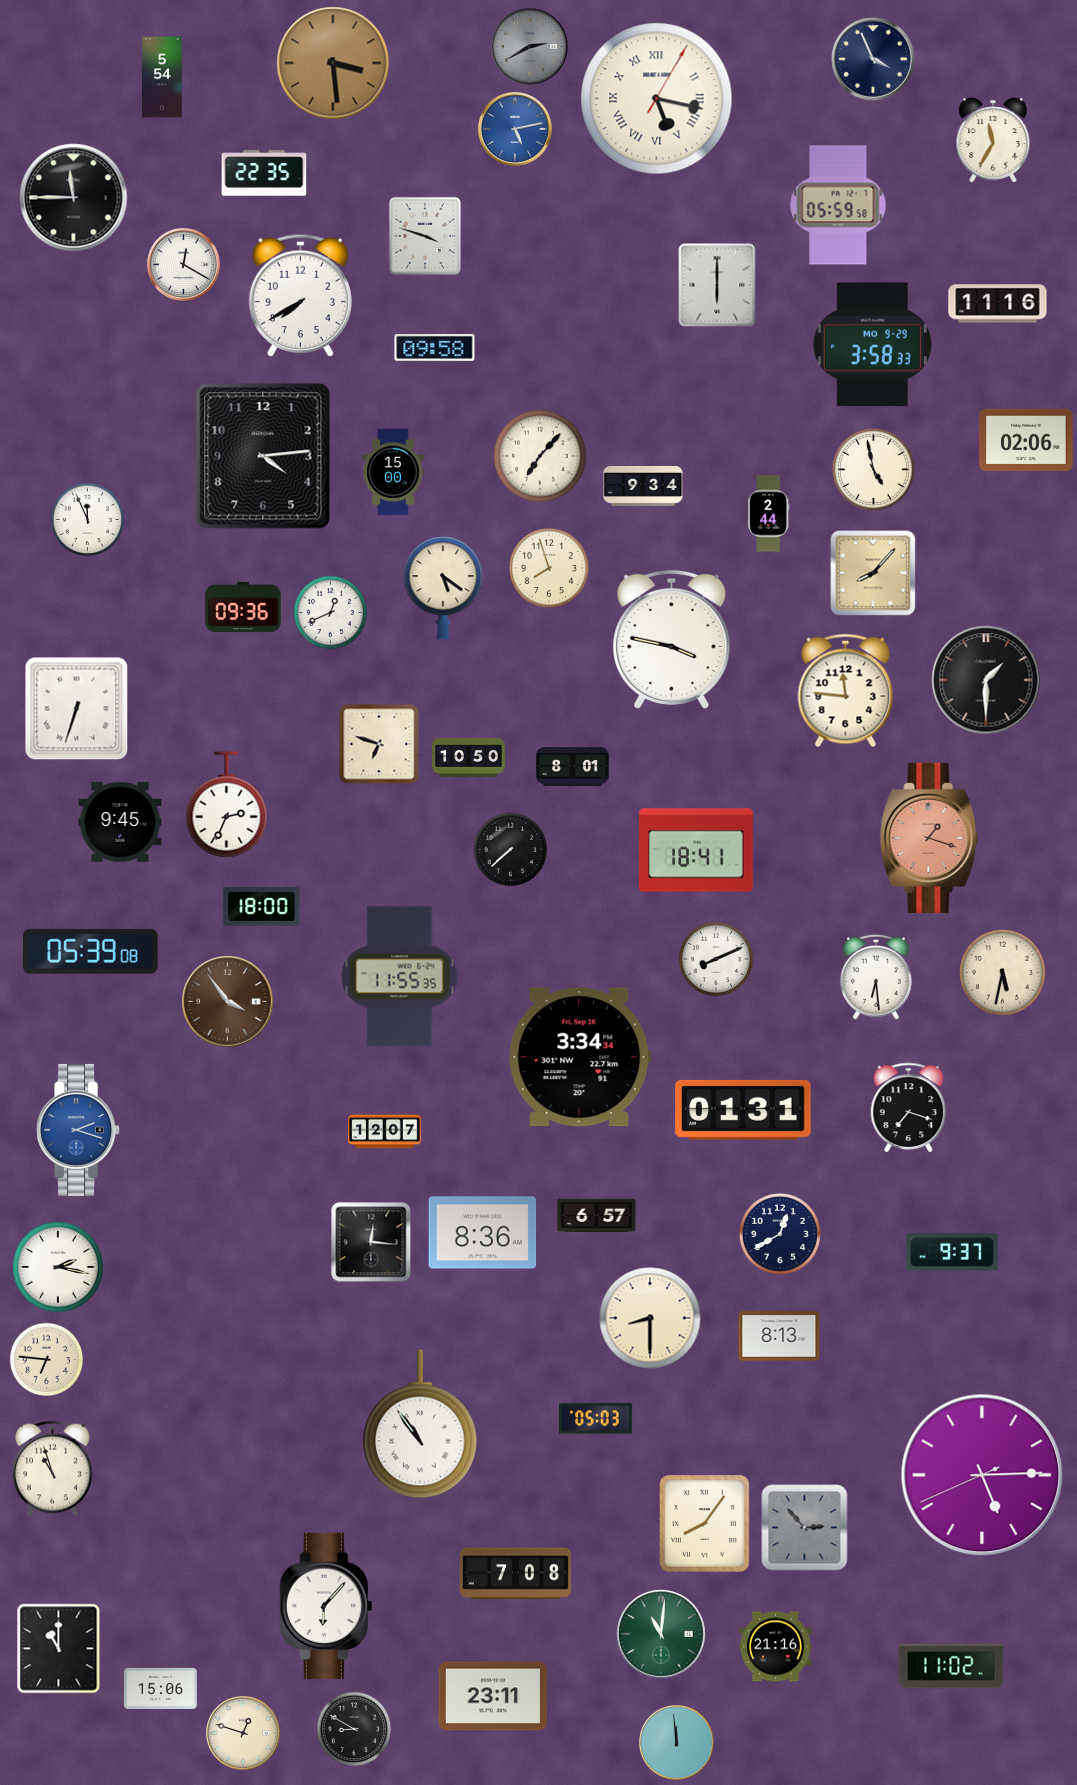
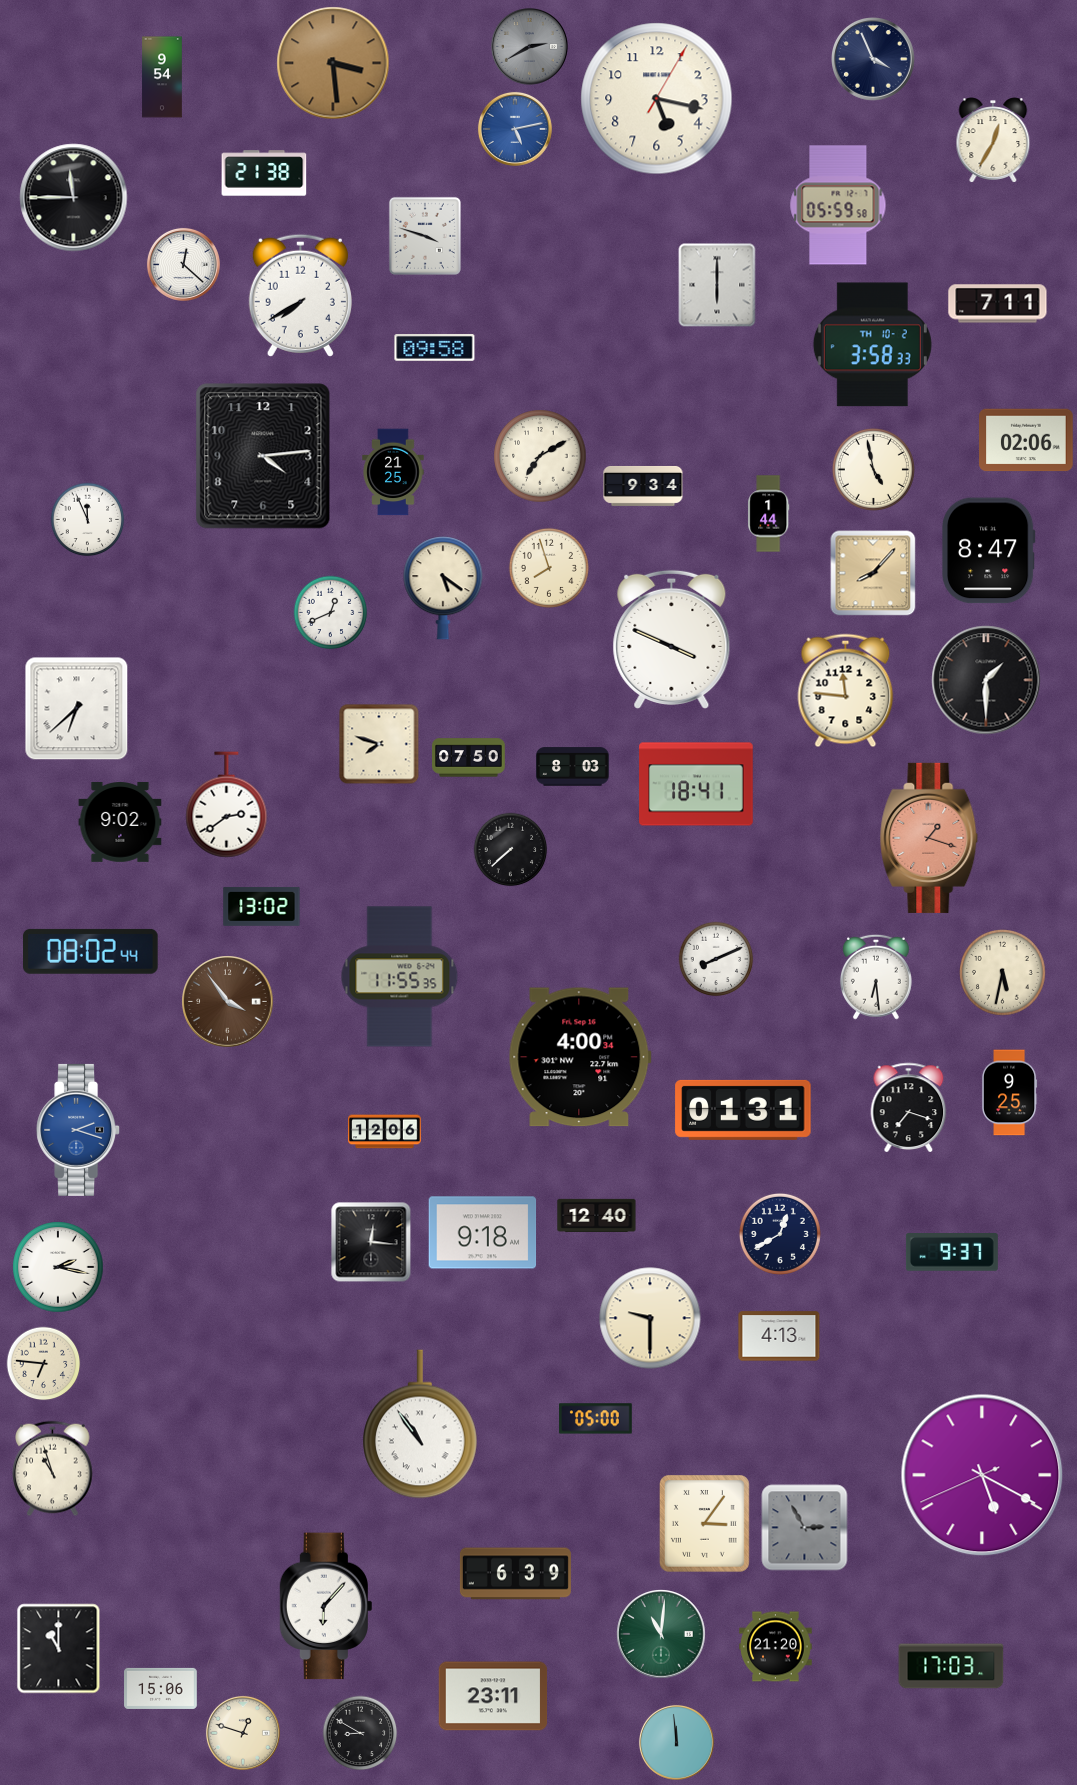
clock at (162, 77): 5:54 -> 9:54
clock at (657, 99) numerals: Roman -> Arabic
clock at (993, 140): 11:35 -> 12:35
clock at (264, 173): 22:35 -> 21:38
clock at (183, 264): 12:20 -> 12:22
clock at (998, 304): 11:16 -> 7:11
clock at (872, 345) date: MO 9-29 -> TH 10-2
clock at (540, 456): 7:07 -> 7:10
clock at (393, 472): 15:00 -> 21:25
clock at (769, 514): 2:44 -> 1:44
clock at (988, 551): none -> 8:47
clock at (243, 607): 09:36 -> none
clock at (672, 639): 3:47 -> 3:49
clock at (77, 709): 6:33 -> 6:38
clock at (379, 744): 6:48 -> 7:48
clock at (469, 758): 10:50 -> 07:50
clock at (573, 767): 8:01 -> 8:03
clock at (227, 805): 2:34 -> 2:39
clock at (120, 823): 9:45 -> 9:02
clock at (696, 850) position: (696, 850) -> (696, 784)
clock at (262, 906): 18:00 -> 13:02
clock at (91, 951): 05:39 -> 08:02
clock at (580, 1057): 3:34 -> 4:00
clock at (1009, 1093): none -> 9:25
clock at (385, 1132): 12:07 -> 12:06
clock at (597, 1215): 6:57 -> 12:40
clock at (483, 1233): 8:36 -> 9:18
clock at (650, 1318): 8:30 -> 9:30
clock at (779, 1336): 8:13 -> 4:13
clock at (47, 1360) position: (47, 1360) -> (44, 1364)
clock at (596, 1419): 05:03 -> 05:00
clock at (982, 1475): 5:14 -> 5:19
clock at (705, 1524): 8:06 -> 3:06
clock at (805, 1528): 2:53 -> 2:55
clock at (515, 1574): 7:08 -> 6:39
clock at (776, 1647): 21:16 -> 21:20
clock at (951, 1666): 11:02 -> 17:03
clock at (354, 1729) position: (354, 1729) -> (360, 1733)
